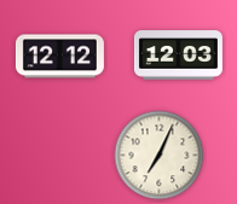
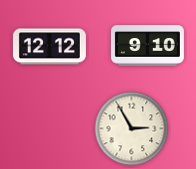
clock at (178, 56): 12:03 -> 9:10
clock at (160, 156): 7:04 -> 2:55
